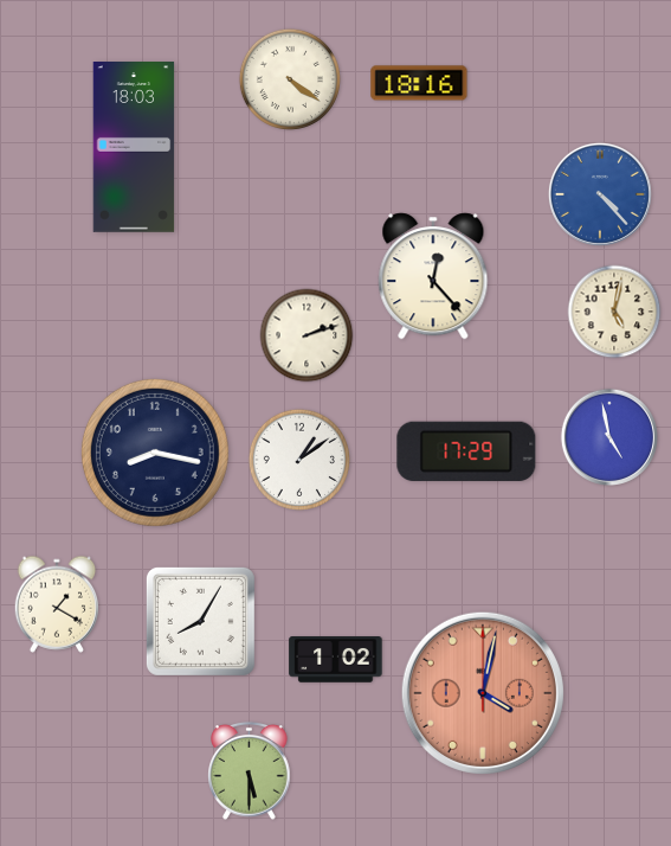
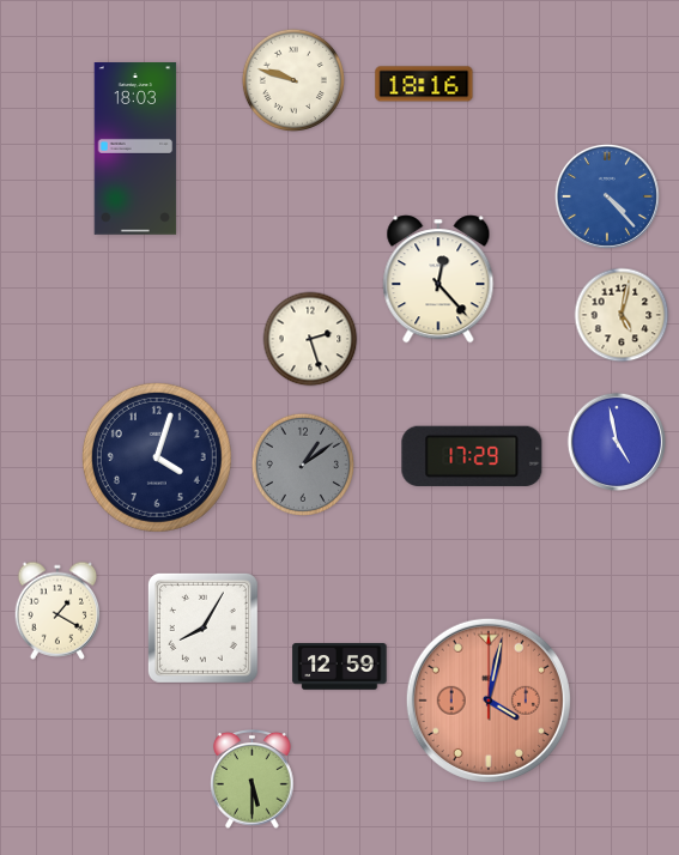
clock at (290, 79): 4:21 -> 9:48
clock at (307, 335): 2:12 -> 2:27
clock at (155, 453): 8:17 -> 4:03
clock at (299, 460) dial: white -> grey
clock at (336, 660): 1:02 -> 12:59
